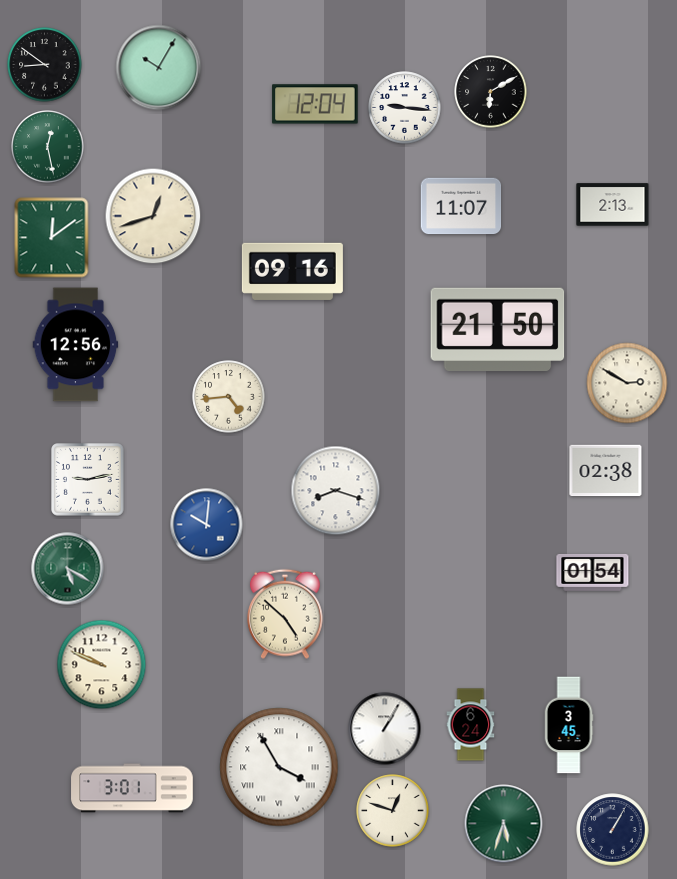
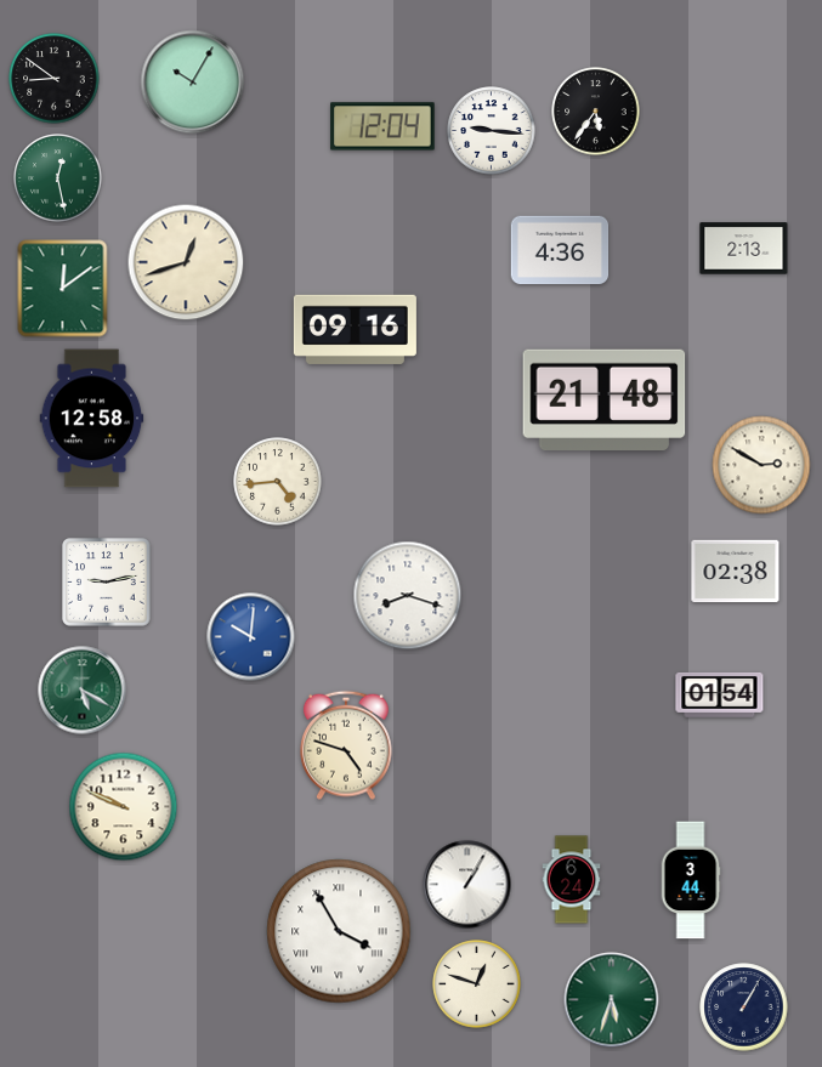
clock at (491, 92): 6:10 -> 5:36
clock at (461, 206): 11:07 -> 4:36
clock at (498, 330): 21:50 -> 21:48
clock at (76, 345): 12:56 -> 12:58
clock at (286, 614): 4:52 -> 4:48
clock at (569, 725): 3:45 -> 3:44
clock at (132, 788): 3:01 -> none
